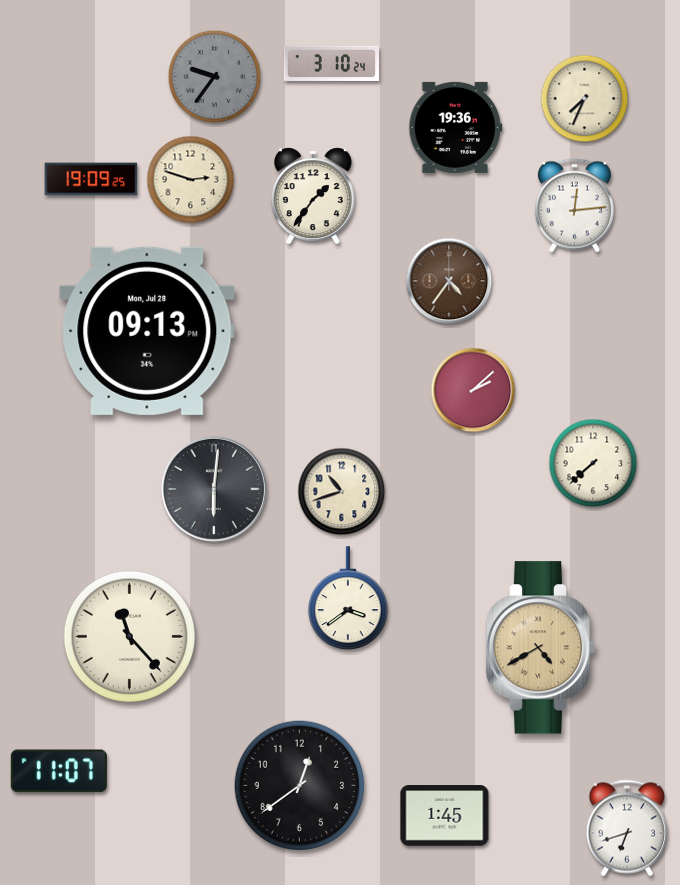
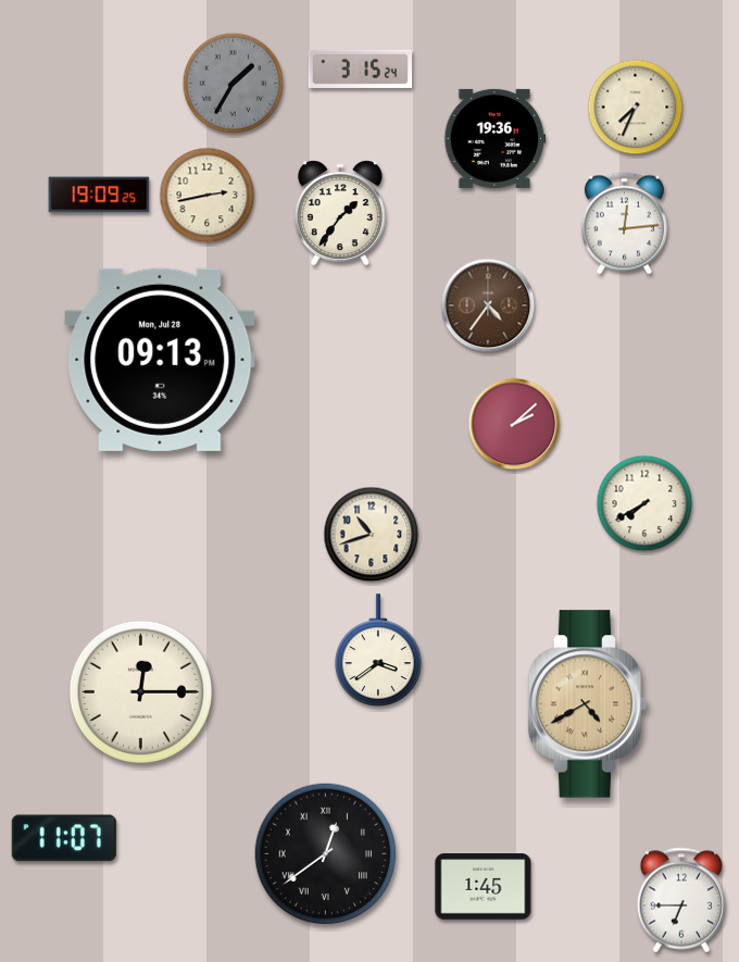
clock at (331, 63): 3:10 -> 3:15
clock at (215, 77): 9:36 -> 1:35
clock at (191, 180): 2:48 -> 2:43
clock at (593, 463): 7:38 -> 7:40
clock at (214, 489): 6:01 -> none
clock at (129, 636): 11:23 -> 12:15
clock at (300, 786) numerals: Arabic -> Roman
clock at (627, 828): 6:42 -> 6:45
